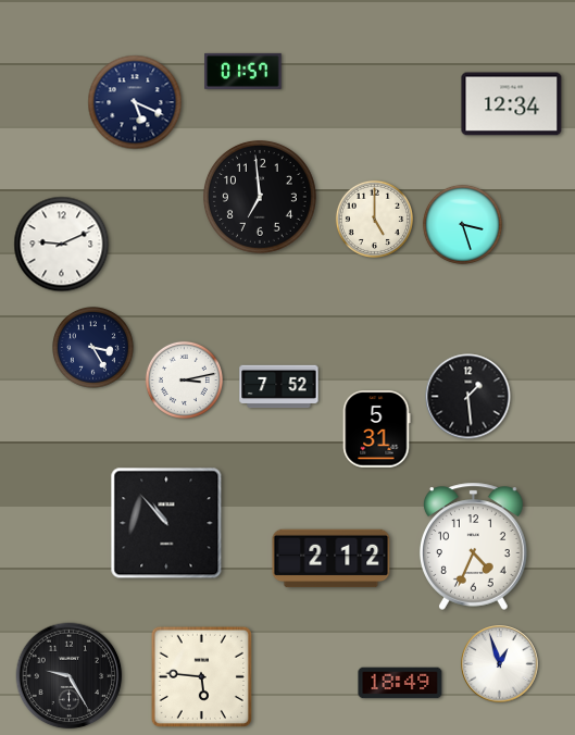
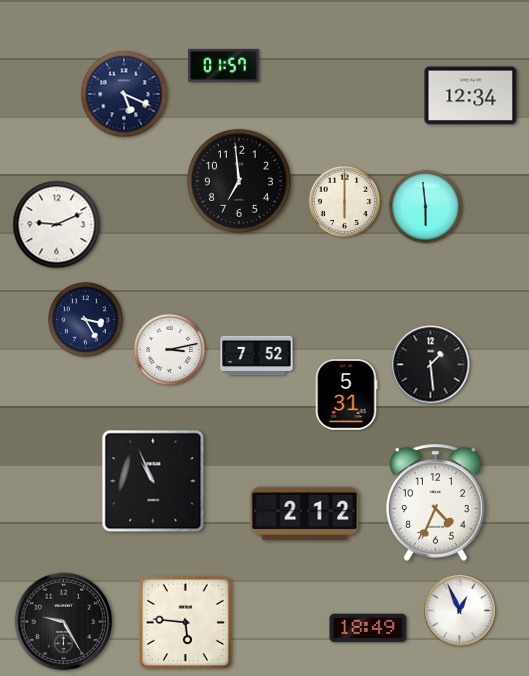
clock at (374, 219): 5:00 -> 6:00
clock at (462, 224): 3:27 -> 5:59
clock at (166, 523): 10:53 -> 10:56
clock at (500, 664): 12:57 -> 12:56
